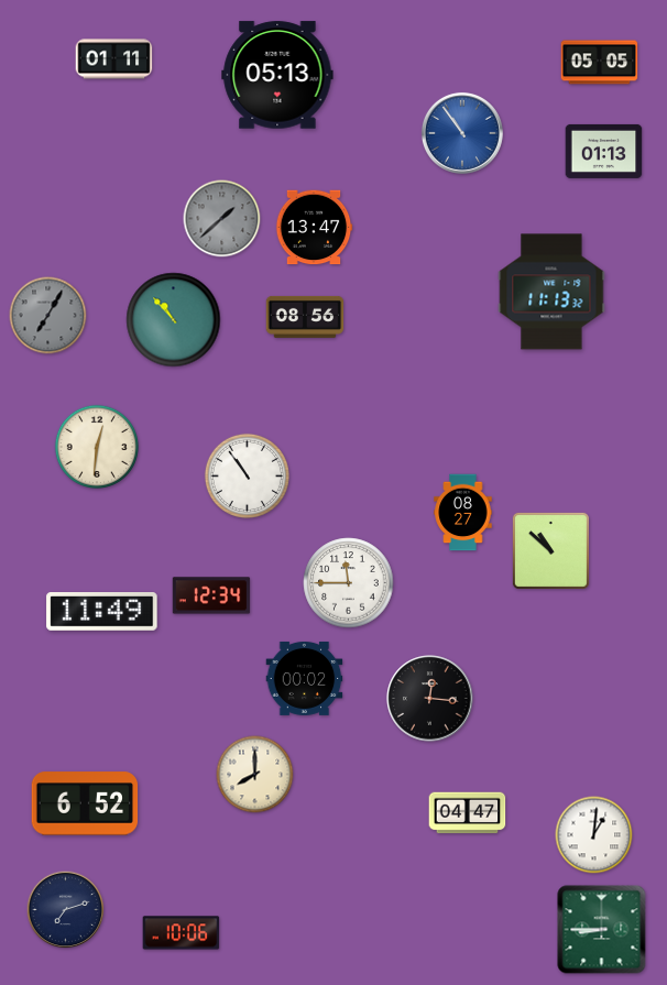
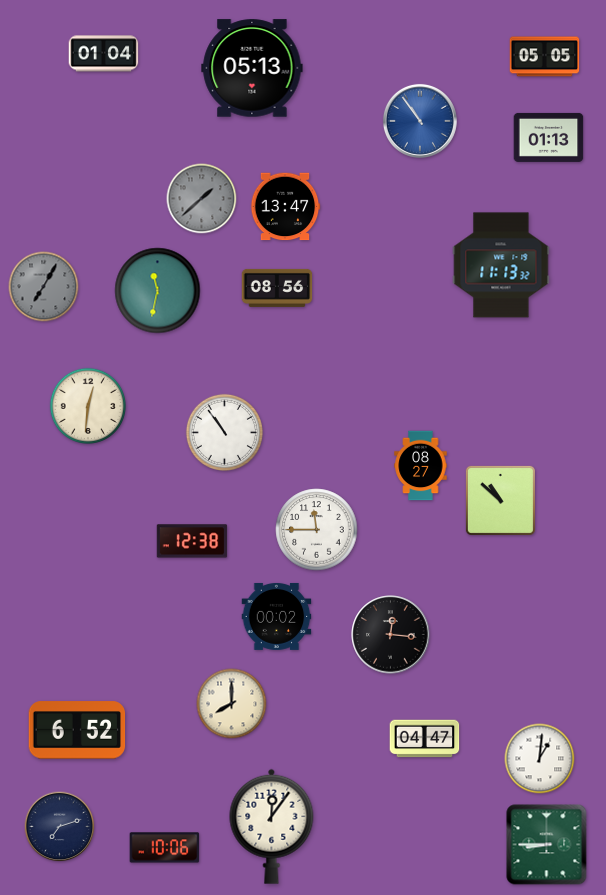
clock at (114, 59): 01:11 -> 01:04
clock at (174, 320): 10:53 -> 11:32
clock at (211, 595): 12:34 -> 12:38
clock at (102, 612): 11:49 -> none
clock at (272, 826): none -> 12:06
